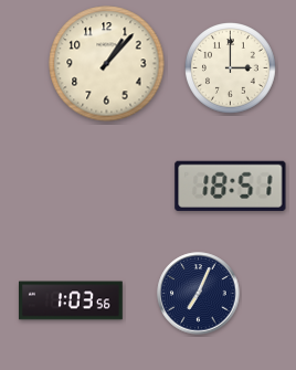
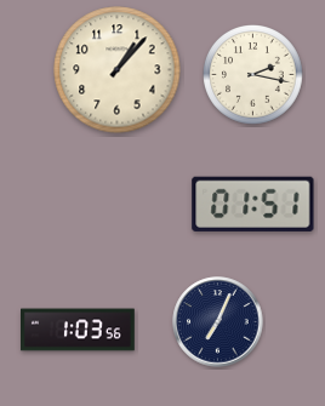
clock at (231, 68): 3:00 -> 2:17
clock at (231, 186): 18:51 -> 01:51
